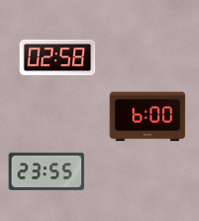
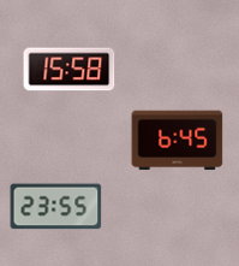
clock at (58, 58): 02:58 -> 15:58
clock at (148, 117): 6:00 -> 6:45
